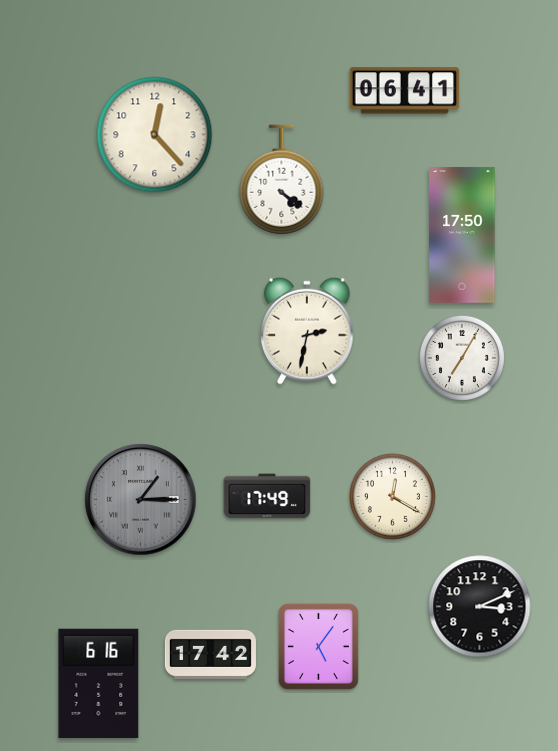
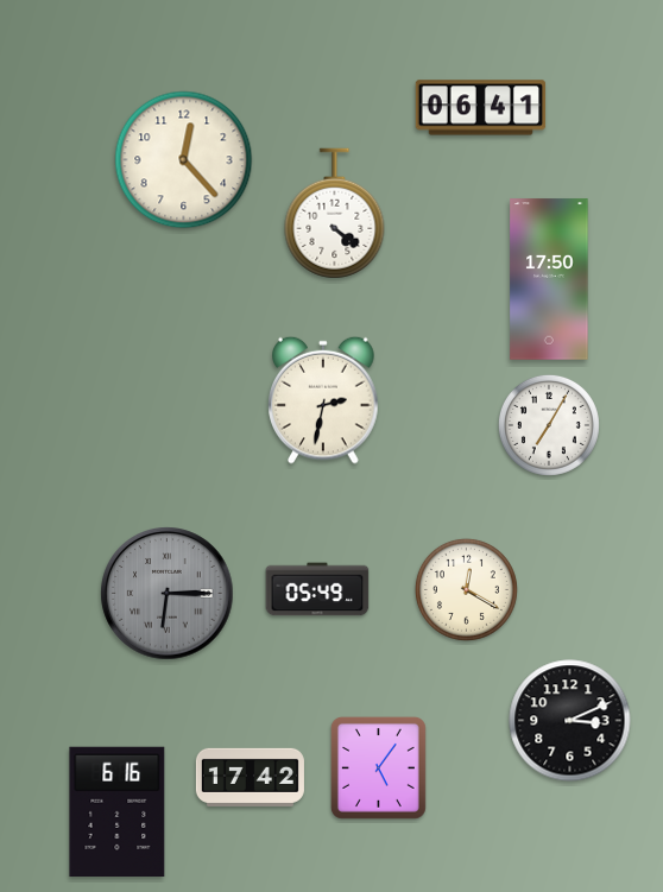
clock at (307, 331) position: (307, 331) -> (323, 400)
clock at (267, 496): 17:49 -> 05:49
clock at (141, 500): 1:15 -> 6:15
